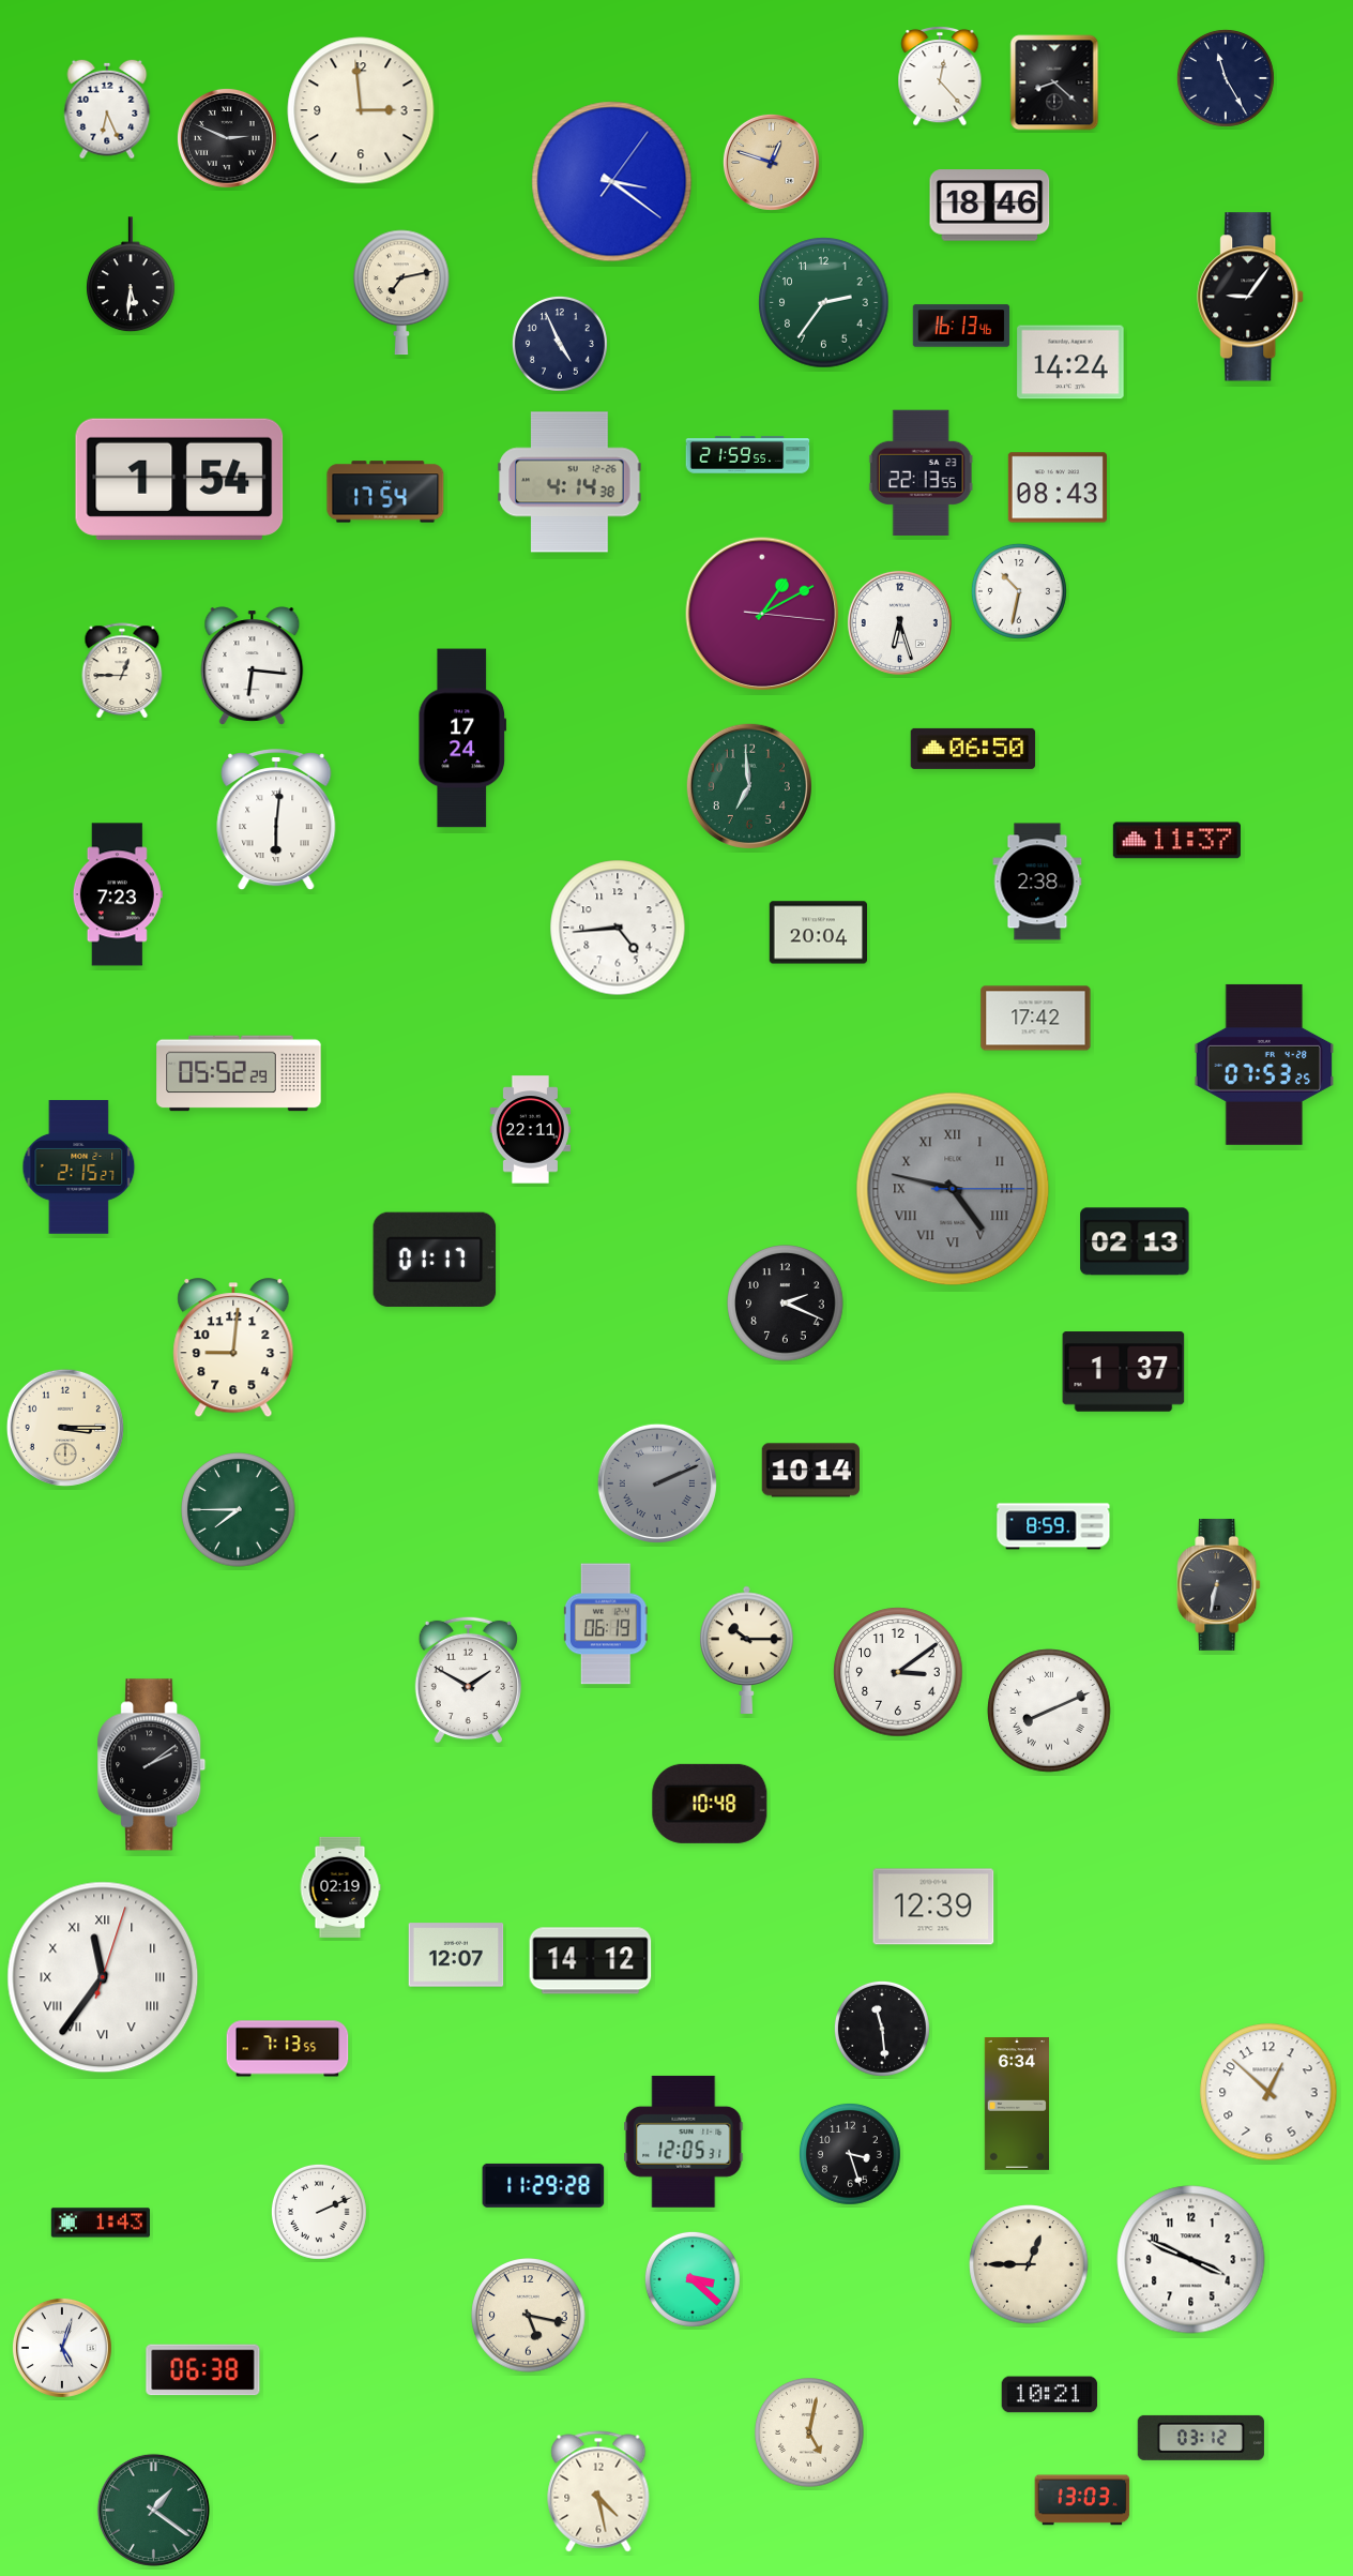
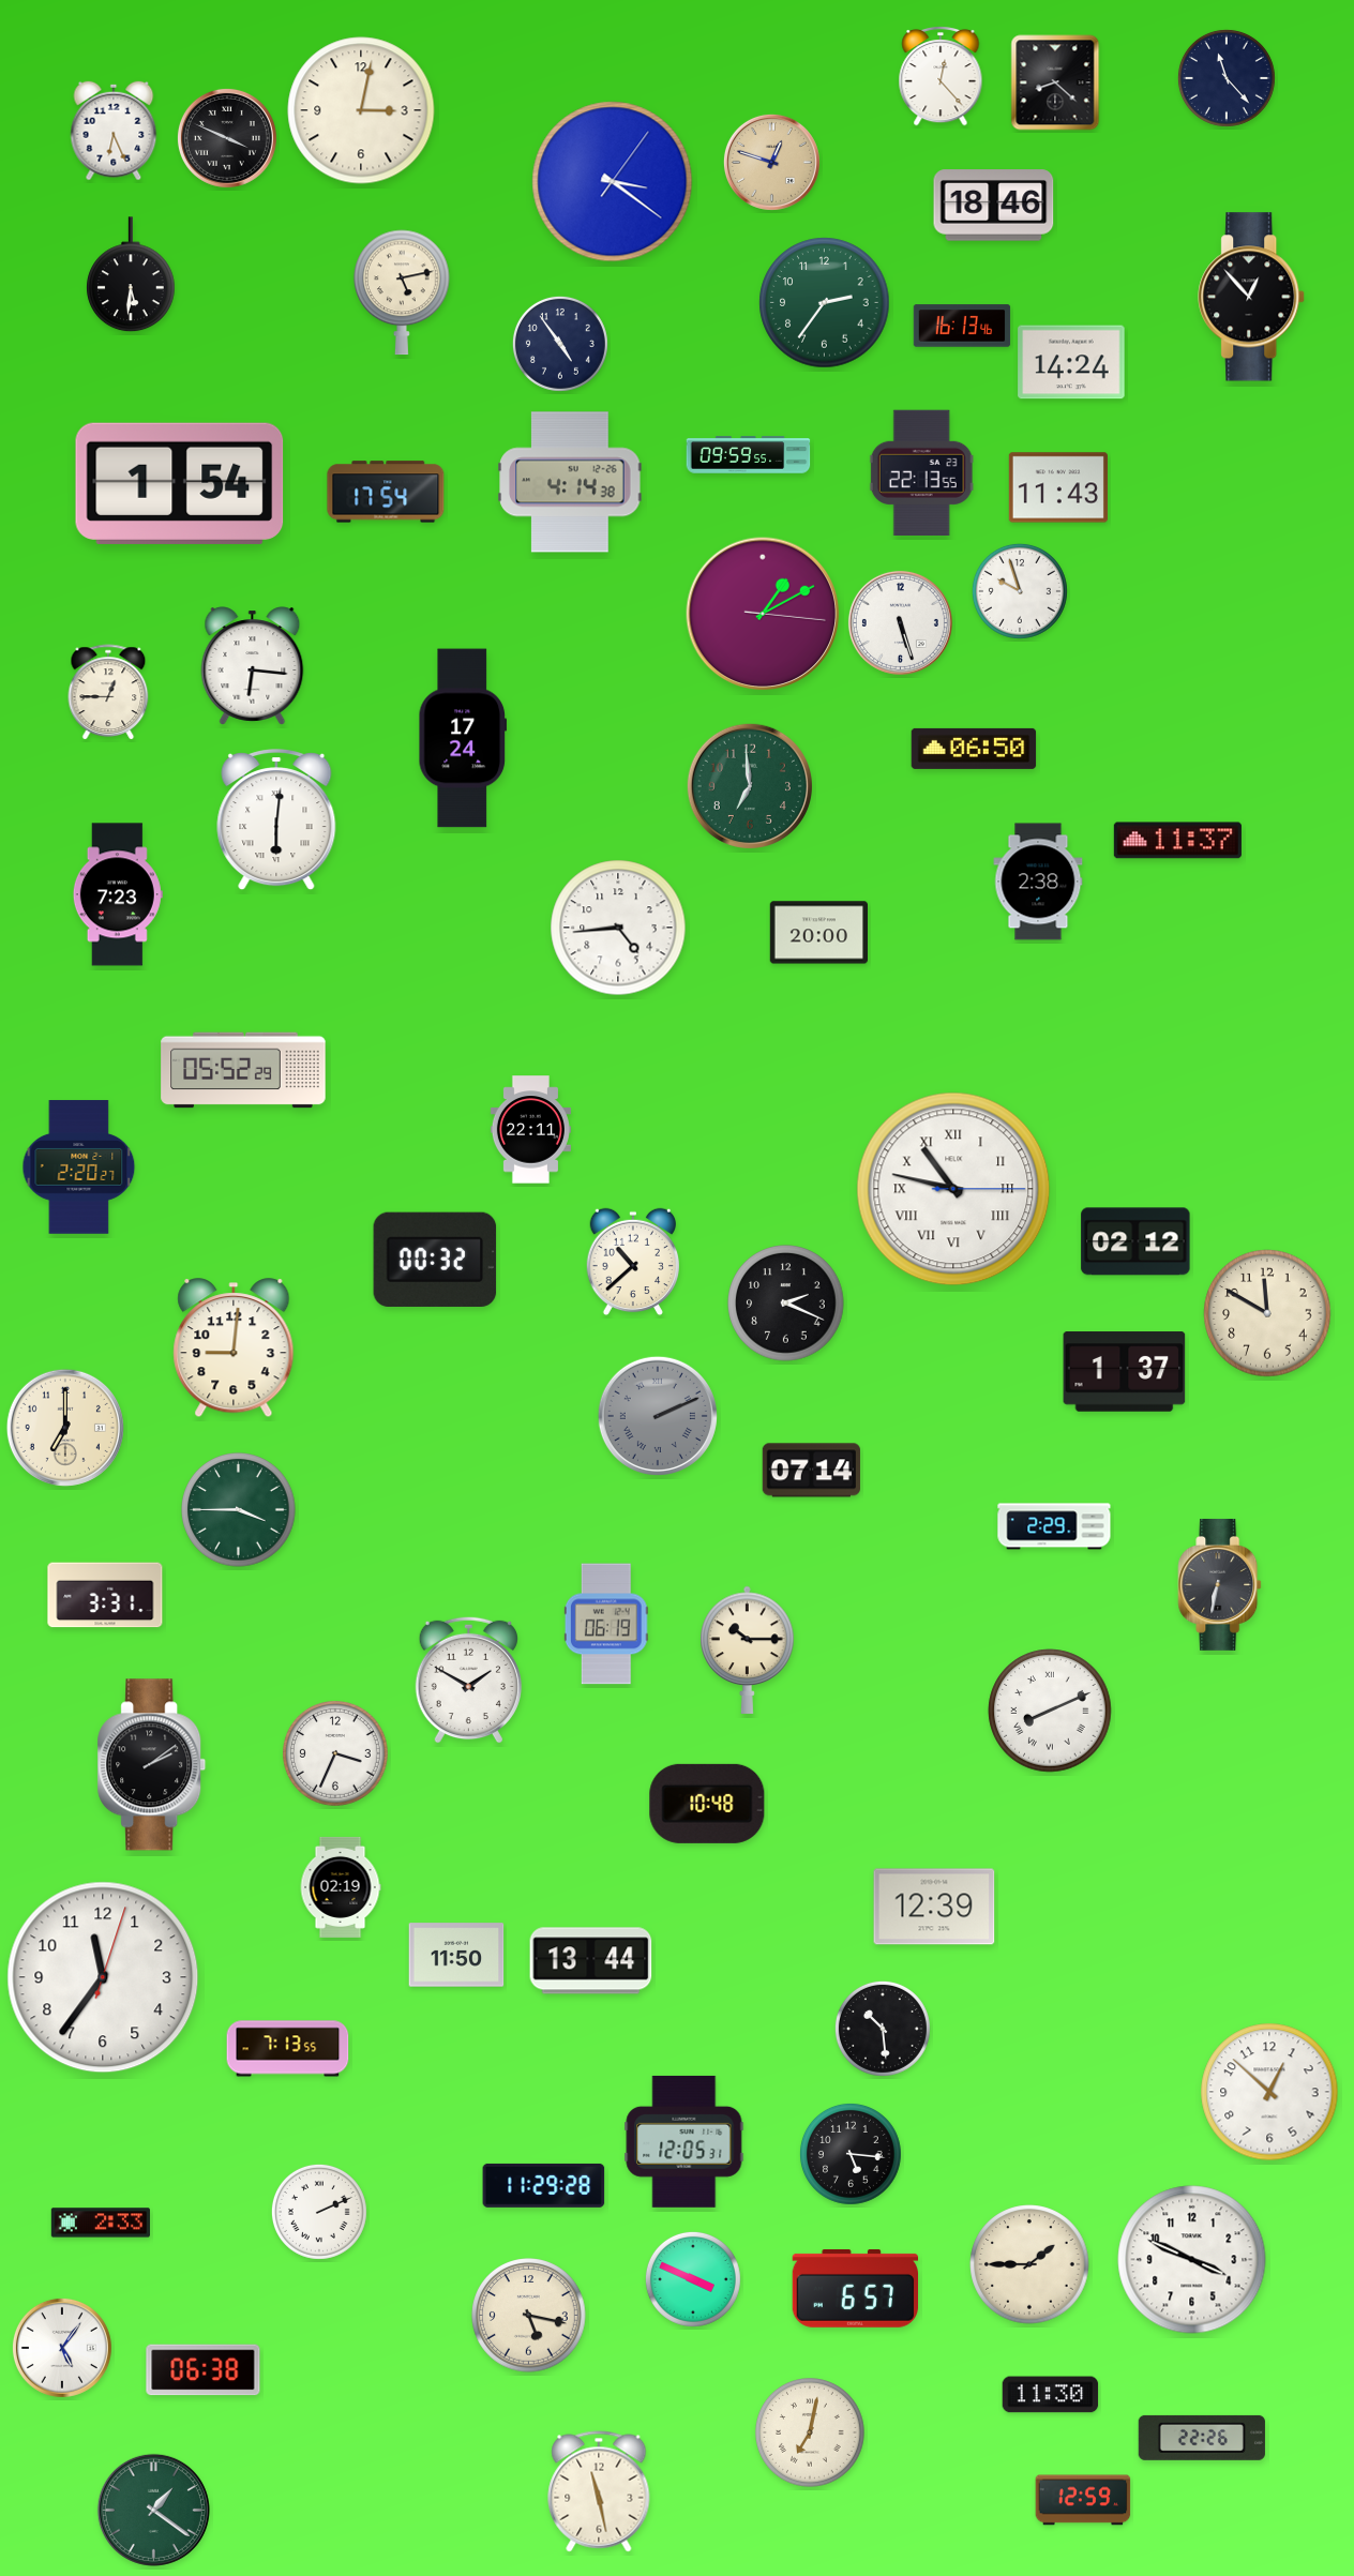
clock at (1226, 78): 11:25 -> 11:23
clock at (107, 109) position: (107, 109) -> (114, 131)
clock at (361, 110): 2:59 -> 3:02
clock at (227, 138): 2:49 -> 3:49
clock at (990, 206) position: (990, 206) -> (994, 206)
clock at (401, 292): 7:13 -> 5:13
clock at (1251, 297): 9:06 -> 12:53
clock at (560, 344): 4:56 -> 4:54
clock at (748, 455): 21:59 -> 09:59
clock at (180, 479) position: (180, 479) -> (180, 483)
clock at (1058, 487): 08:43 -> 11:43
clock at (1019, 591): 10:32 -> 9:57
clock at (899, 622): 6:27 -> 5:27
clock at (122, 672) position: (122, 672) -> (108, 693)
clock at (818, 933): 20:04 -> 20:00
clock at (1036, 1019): 17:42 -> none
clock at (1264, 1065): 07:53 -> none
clock at (239, 1073) position: (239, 1073) -> (243, 1070)
clock at (79, 1168): 2:15 -> 2:20
clock at (953, 1189): 4:47 -> 10:47
clock at (953, 1189) dial: grey -> white
clock at (1135, 1241): 02:13 -> 02:12
clock at (435, 1260): 01:17 -> 00:32
clock at (632, 1262): none -> 10:38
clock at (1267, 1313): none -> 11:50
clock at (65, 1428): 3:15 -> 7:00
clock at (810, 1471): 10:14 -> 07:14
clock at (657, 1483) position: (657, 1483) -> (658, 1416)
clock at (239, 1510): 7:45 -> 3:45
clock at (1053, 1526): 8:59 -> 2:29
clock at (105, 1595): none -> 3:31
clock at (898, 1672): 3:09 -> none
clock at (336, 1754): none -> 3:34
clock at (710, 1804) position: (710, 1804) -> (707, 1804)
clock at (456, 1955): 12:07 -> 11:50
clock at (591, 1961): 14:12 -> 13:44
clock at (103, 1977) numerals: Roman -> Arabic
clock at (882, 2029): 11:29 -> 10:29
clock at (1016, 2105): 6:34 -> none
clock at (850, 2154): 3:27 -> 5:16
clock at (101, 2223): 1:43 -> 2:33
clock at (1029, 2264): 12:45 -> 1:45
clock at (693, 2279): 3:22 -> 3:49
clock at (855, 2288): none -> 6:57
clock at (62, 2348): 5:03 -> 5:06
clock at (1050, 2395): 10:21 -> 11:30
clock at (810, 2434): 5:02 -> 7:02
clock at (1201, 2438): 03:12 -> 22:26
clock at (598, 2491): 4:28 -> 11:28
clock at (1082, 2500): 13:03 -> 12:59
